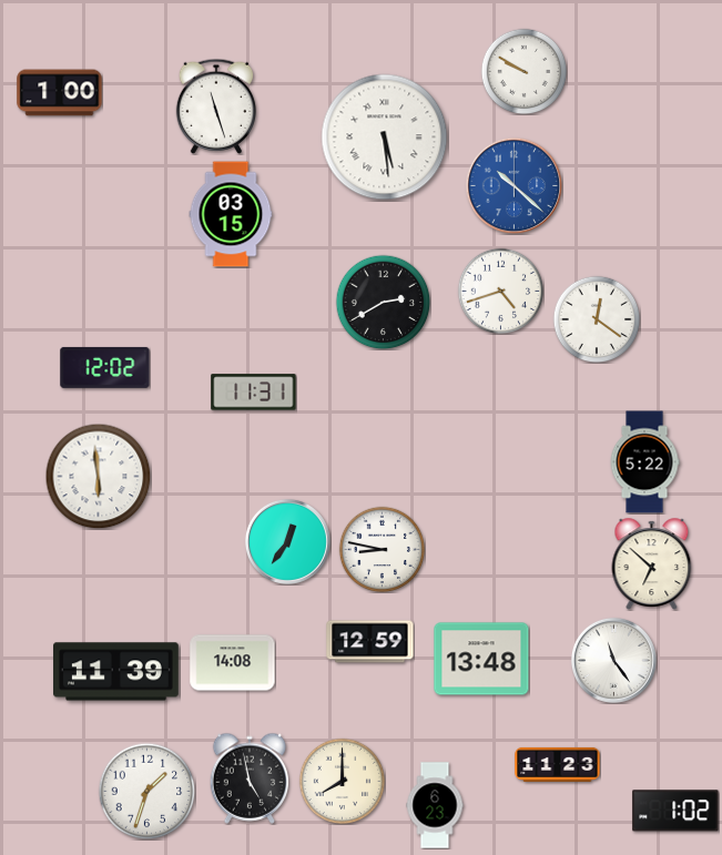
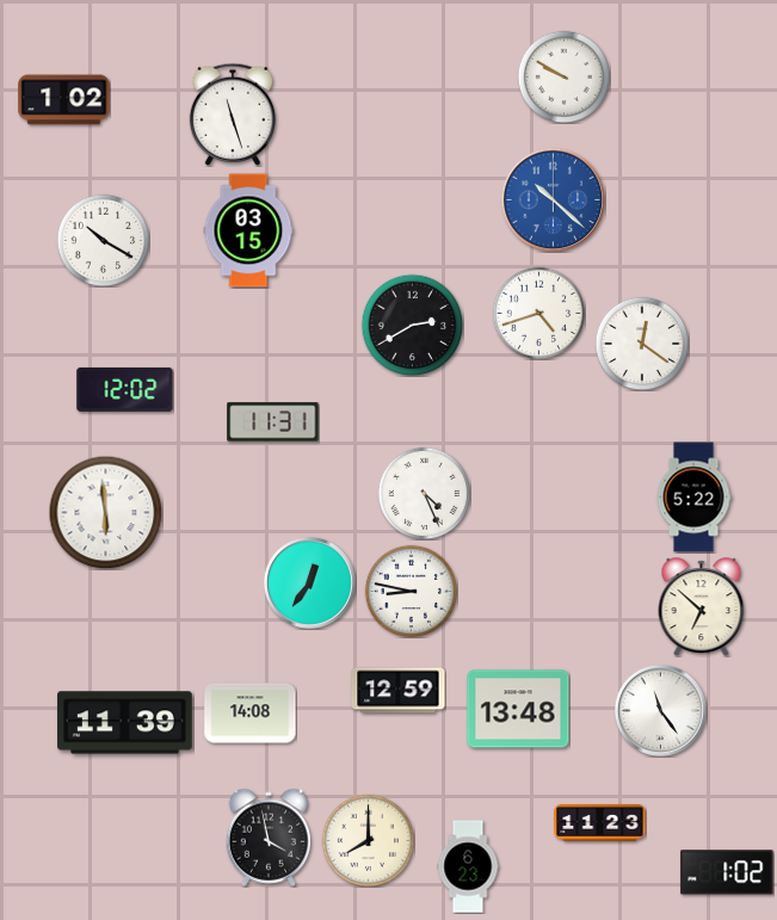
clock at (60, 93): 1:00 -> 1:02
clock at (385, 138): 5:29 -> none
clock at (103, 240): none -> 10:20
clock at (105, 367) position: (105, 367) -> (125, 389)
clock at (424, 493): none -> 4:26
clock at (250, 778): 4:58 -> 3:58
clock at (146, 791): 1:33 -> none
